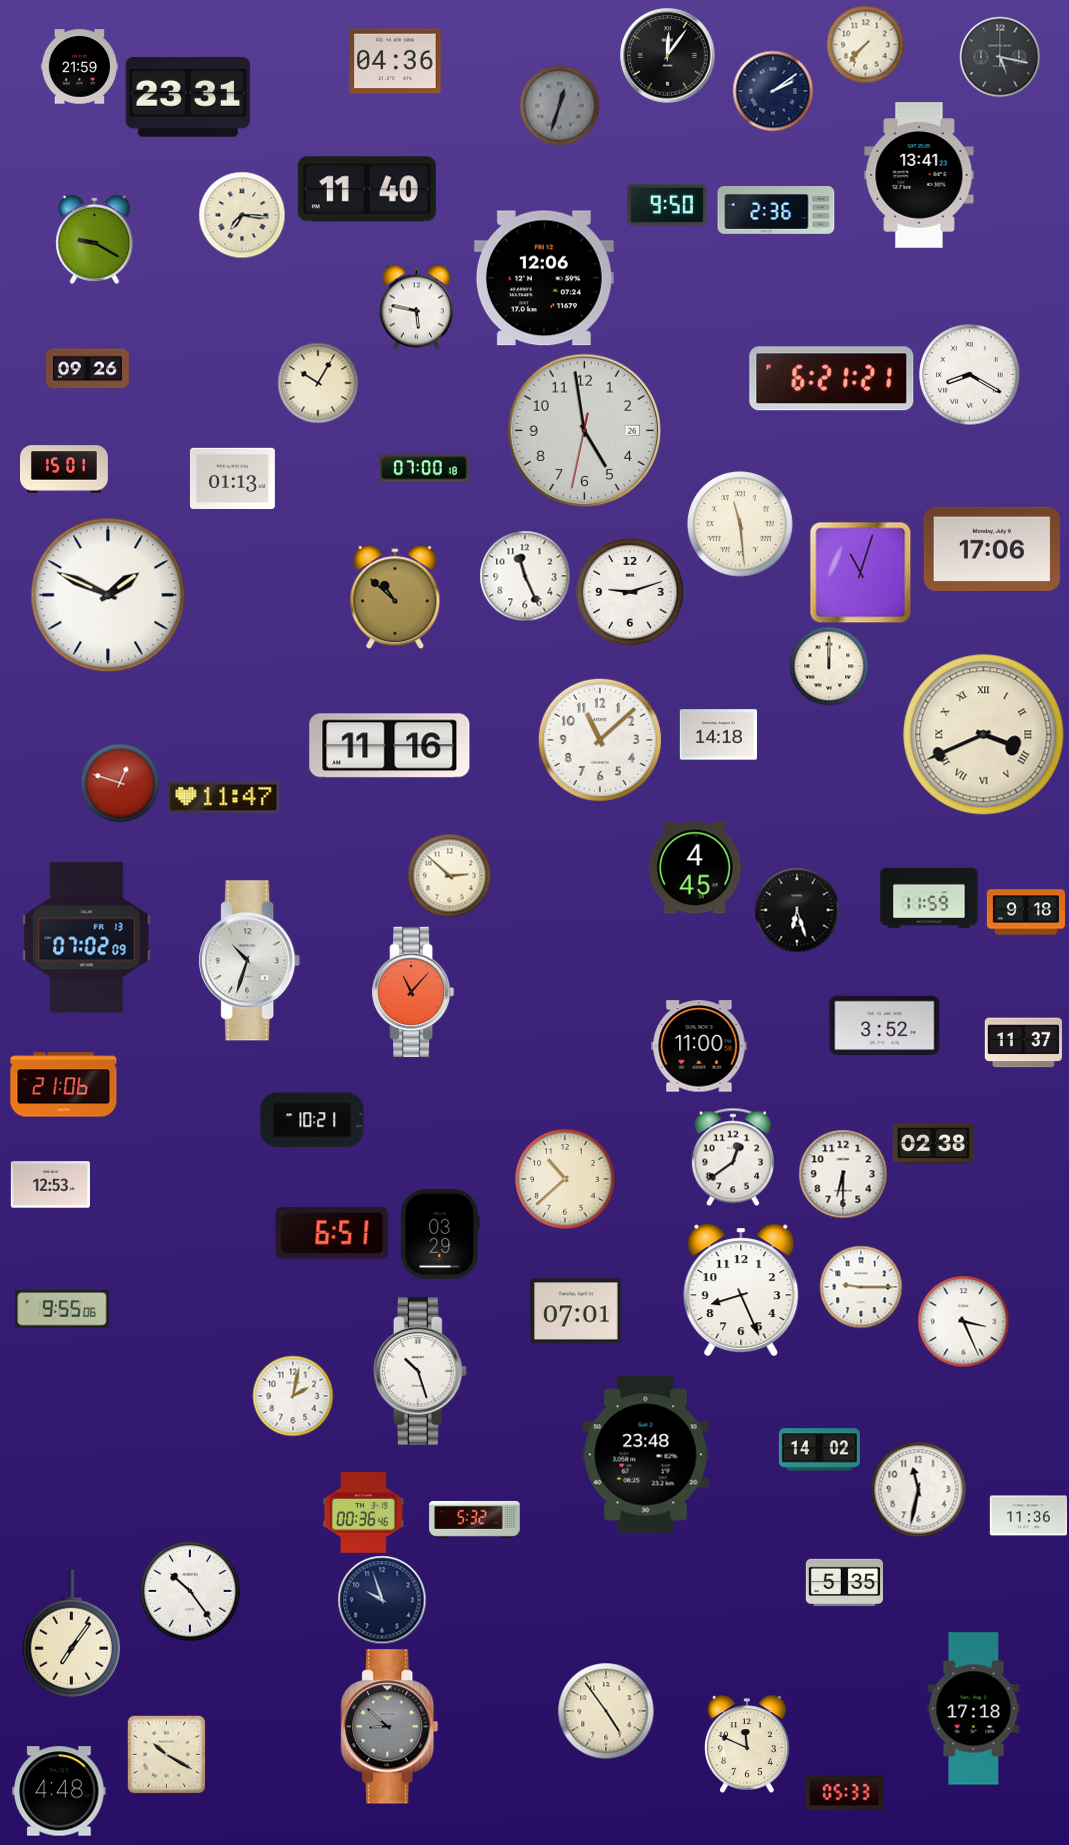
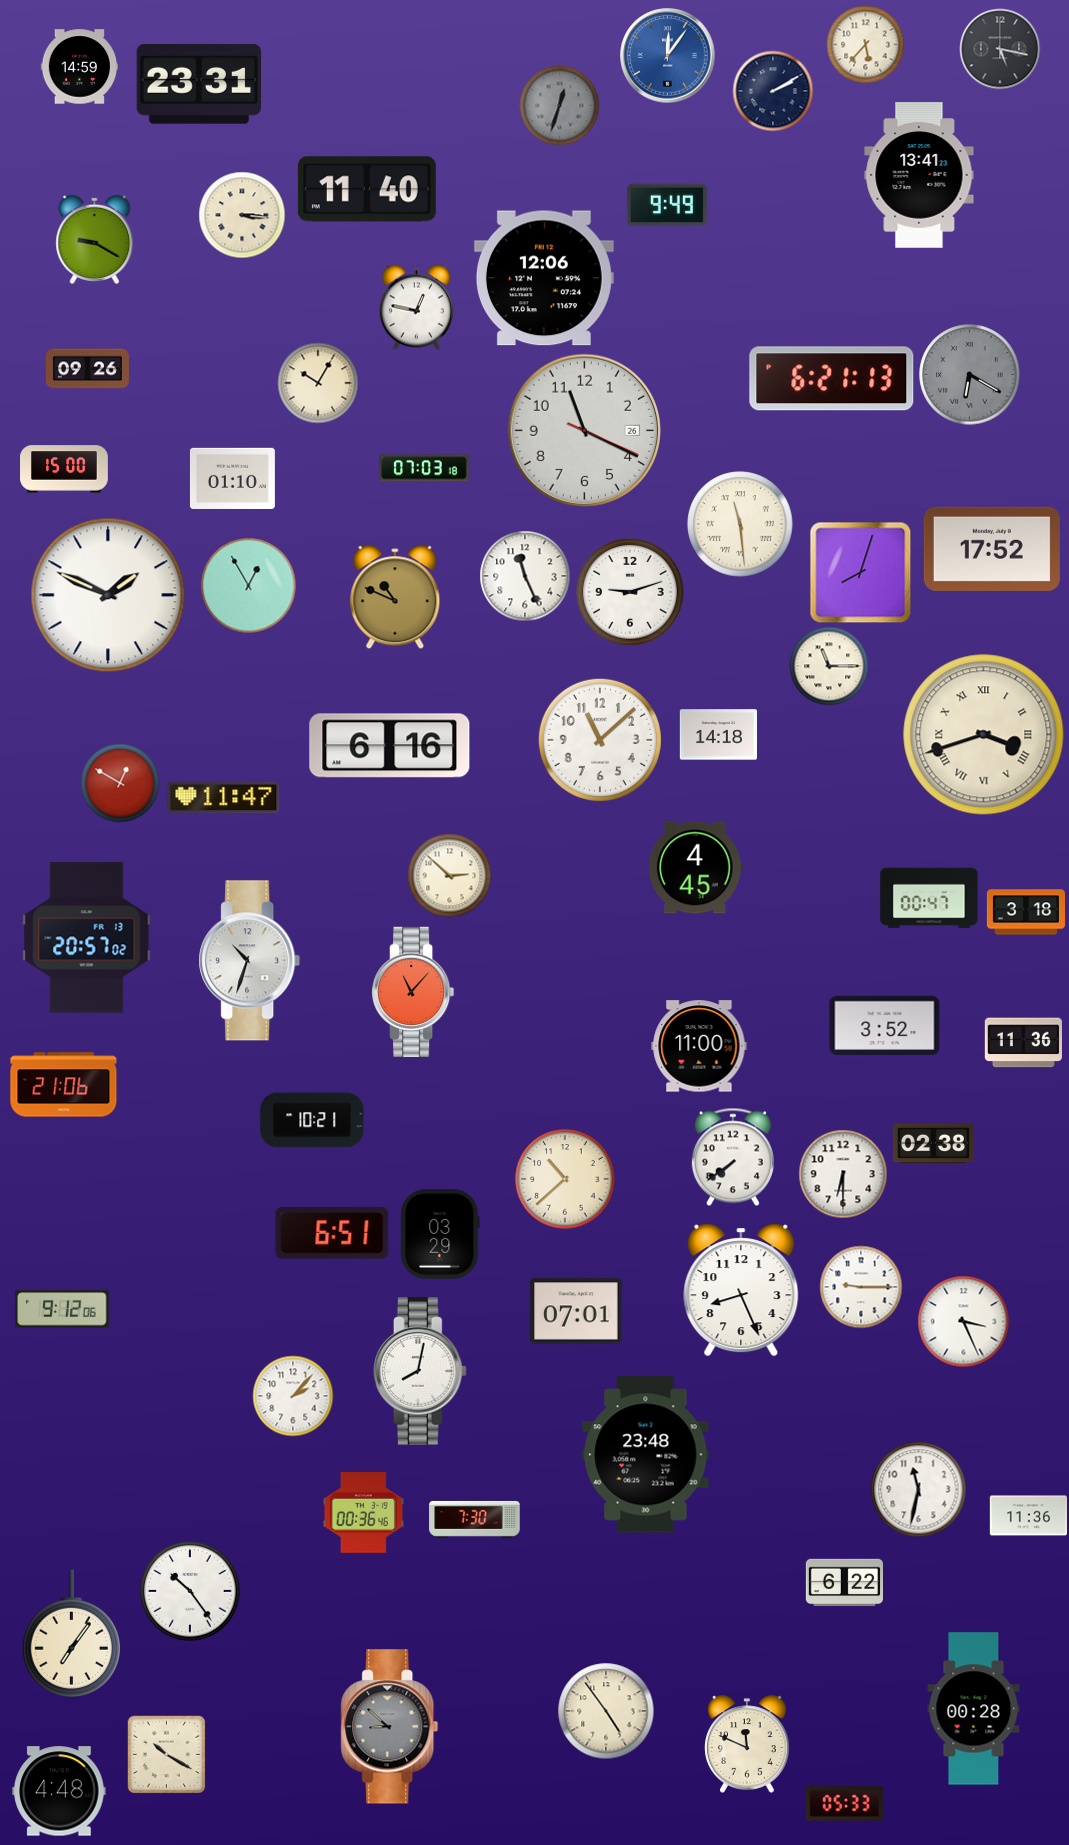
clock at (865, 44): 7:37 -> 5:37
clock at (668, 56) dial: black -> blue
clock at (1000, 57) position: (1000, 57) -> (1000, 49)
clock at (395, 61): 04:36 -> none
clock at (79, 67): 21:59 -> 14:59
clock at (773, 91): 2:09 -> 2:10
clock at (188, 97) position: (188, 97) -> (199, 84)
clock at (667, 205): 9:50 -> 9:49
clock at (776, 210): 2:36 -> none
clock at (242, 215): 7:16 -> 3:16
clock at (416, 307): 5:47 -> 12:47
clock at (970, 375): 8:20 -> 6:20
clock at (970, 375) dial: white -> grey
clock at (832, 379): 6:21:21 -> 6:21:13
clock at (584, 430): 4:58 -> 11:19
clock at (424, 468): 07:00 -> 07:03
clock at (64, 469): 15:01 -> 15:00
clock at (232, 478): 01:13 -> 01:10
clock at (992, 549): 17:06 -> 17:52
clock at (860, 572): 11:03 -> 8:03
clock at (248, 585): none -> 12:55
clock at (395, 597): 10:52 -> 10:49
clock at (829, 666): 12:00 -> 11:15
clock at (984, 735): 3:41 -> 3:42
clock at (390, 746): 11:16 -> 6:16
clock at (120, 783): 12:48 -> 12:50
clock at (929, 898): 11:59 -> 00:47
clock at (797, 910): 6:27 -> none
clock at (1025, 912): 9:18 -> 3:18
clock at (87, 938): 07:02 -> 20:57
clock at (1023, 1043): 11:37 -> 11:36
clock at (733, 1157): 12:39 -> 7:39
clock at (50, 1185): 12:53 -> none
clock at (62, 1309): 9:55 -> 9:12
clock at (420, 1371): 10:27 -> 8:02
clock at (293, 1396): 2:02 -> 2:07
clock at (819, 1450): 14:02 -> none
clock at (475, 1519): 5:32 -> 7:30
clock at (844, 1583): 5:35 -> 6:22
clock at (382, 1600): 9:57 -> none
clock at (974, 1709): 17:18 -> 00:28
clock at (844, 1793) position: (844, 1793) -> (844, 1804)
